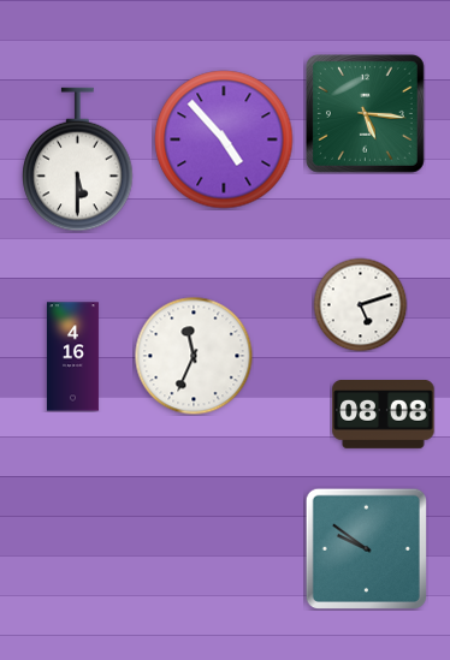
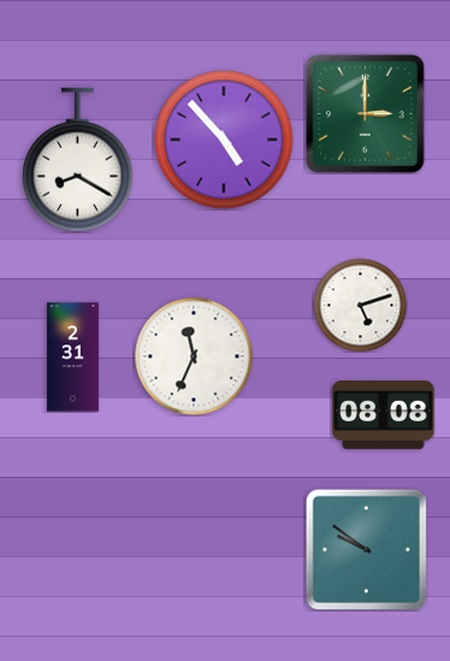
clock at (365, 113): 5:16 -> 3:00
clock at (78, 160): 5:30 -> 8:20
clock at (72, 357): 4:16 -> 2:31
